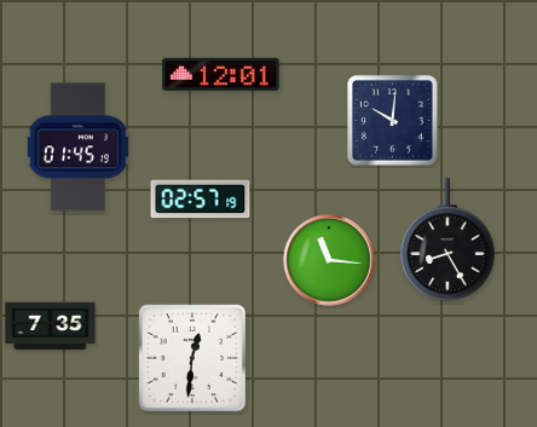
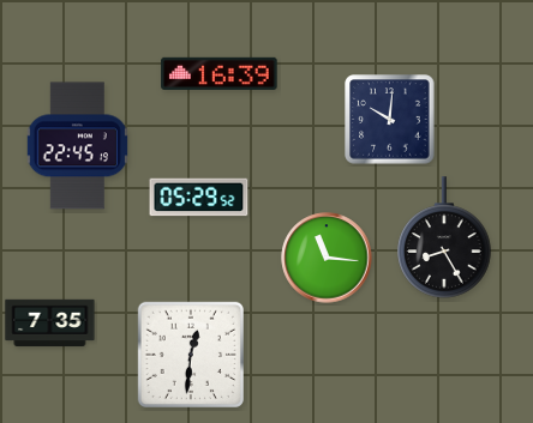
clock at (221, 74): 12:01 -> 16:39
clock at (77, 148): 01:45 -> 22:45
clock at (201, 200): 02:57 -> 05:29
